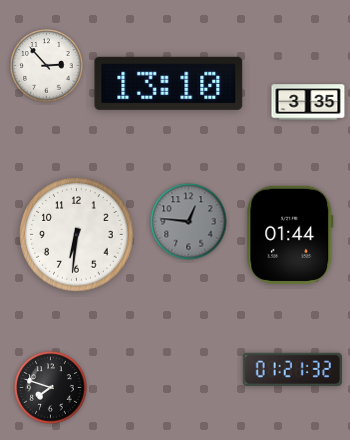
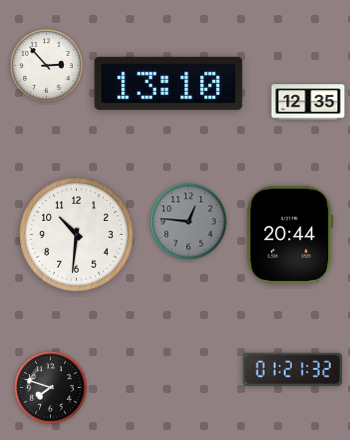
clock at (308, 102): 3:35 -> 12:35
clock at (290, 234): 01:44 -> 20:44
clock at (77, 235): 6:31 -> 10:31
